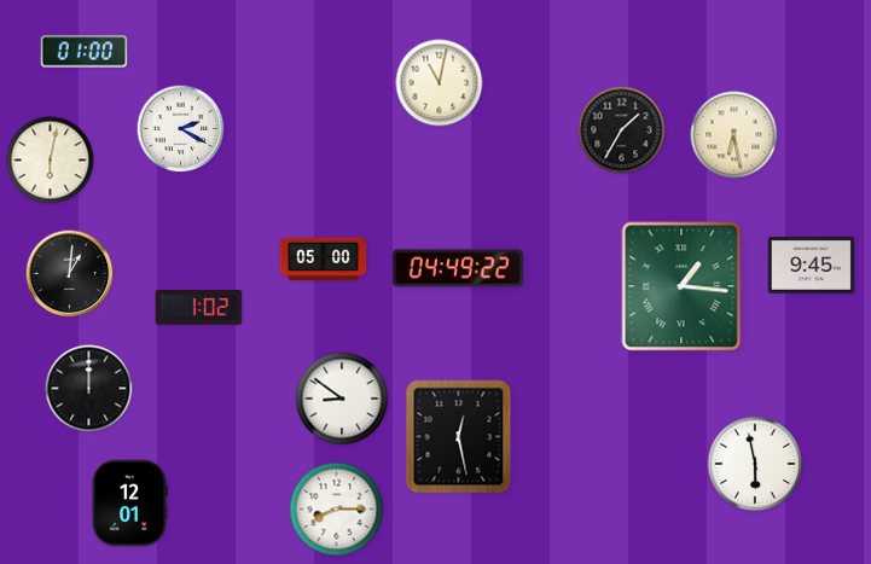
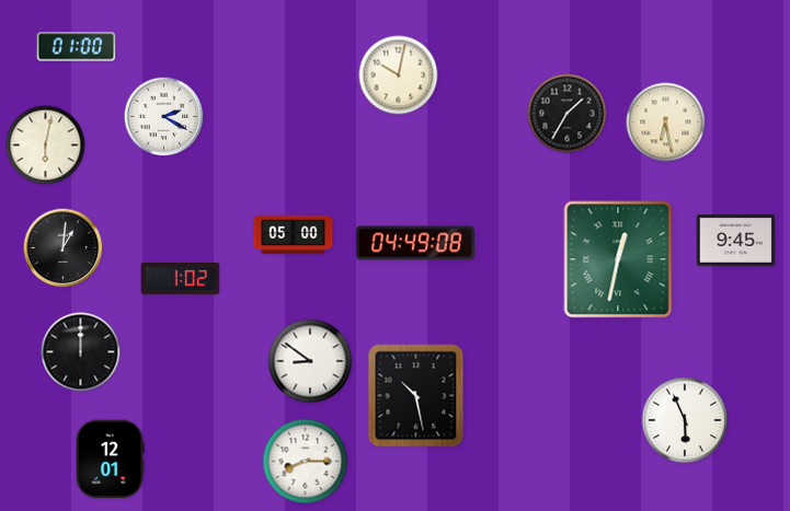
clock at (440, 83): 11:02 -> 10:02
clock at (622, 130) position: (622, 130) -> (568, 114)
clock at (458, 268): 04:49:22 -> 04:49:08
clock at (681, 286): 1:16 -> 12:32
clock at (459, 437): 12:28 -> 10:28
clock at (755, 464): 5:58 -> 5:56
clock at (129, 504) position: (129, 504) -> (110, 460)
